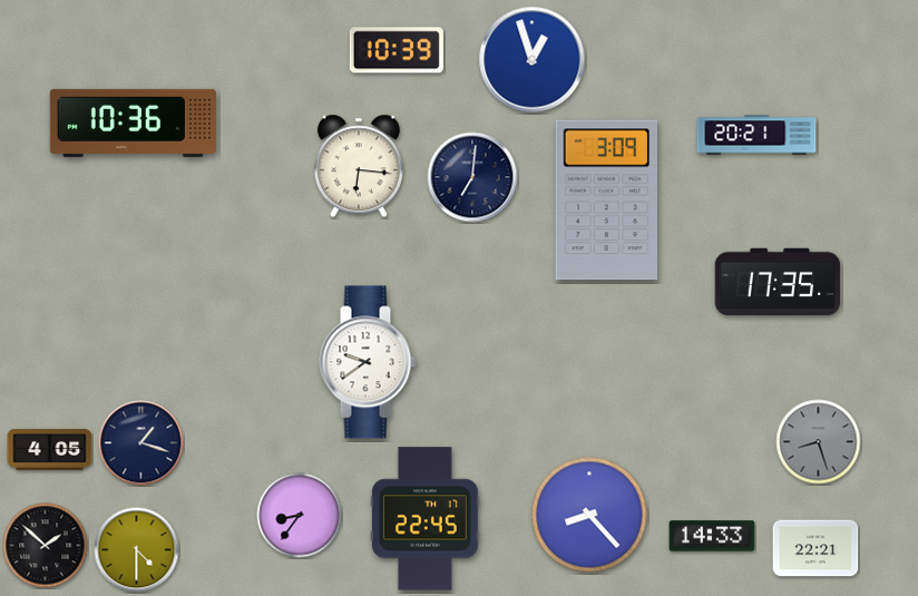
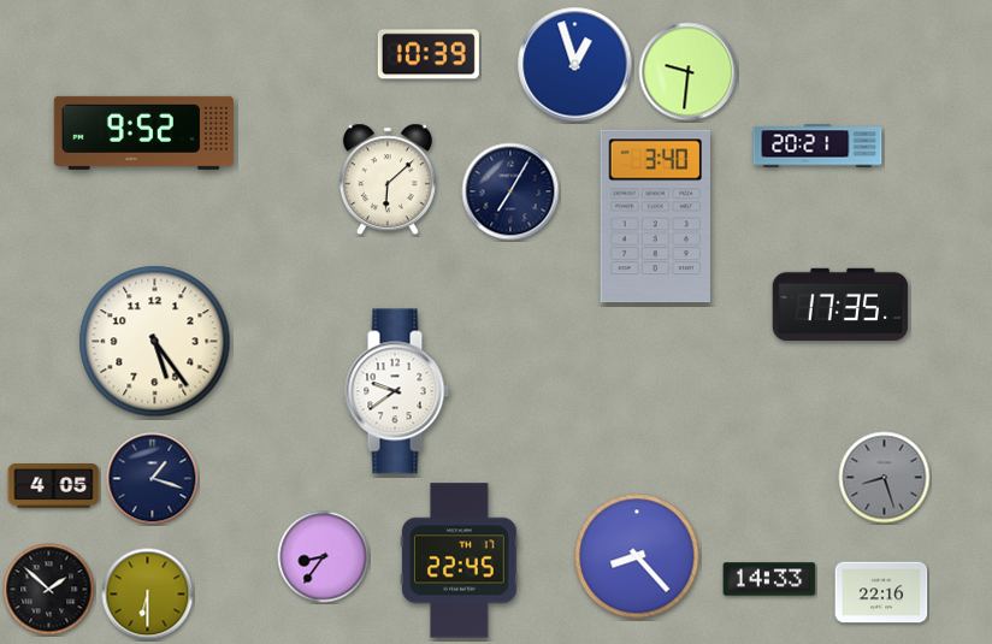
clock at (689, 72): none -> 9:31
clock at (133, 123): 10:36 -> 9:52
clock at (359, 166): 6:16 -> 6:08
clock at (472, 177): 7:01 -> 7:05
clock at (607, 201): 3:09 -> 3:40
clock at (155, 342): none -> 5:24
clock at (816, 548): 22:21 -> 22:16
clock at (137, 550): 4:30 -> 6:30
